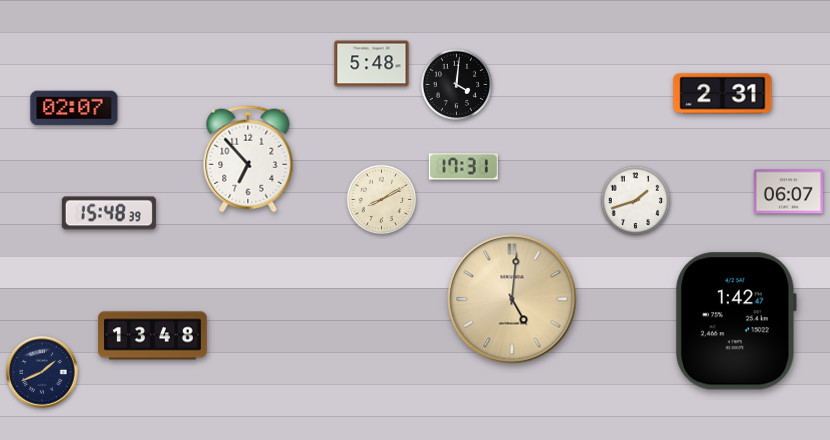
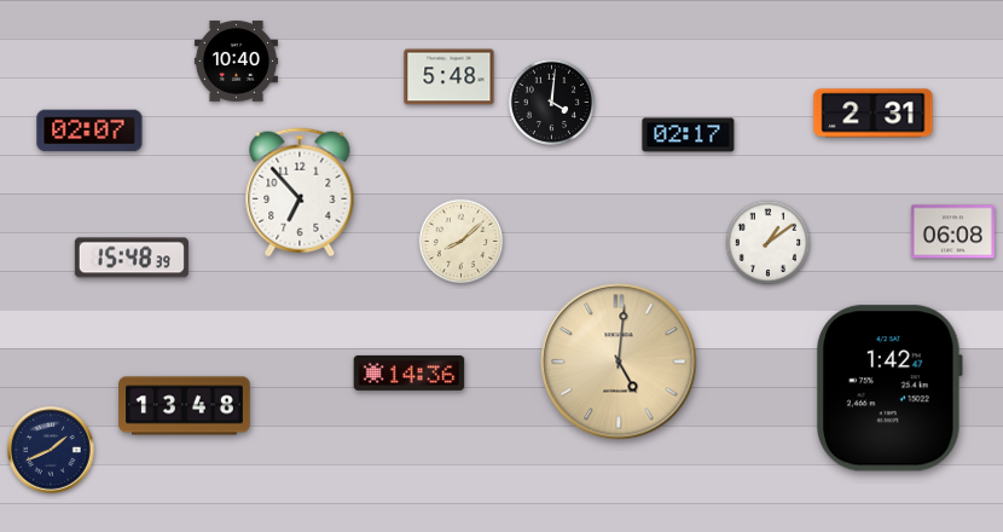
clock at (236, 62): none -> 10:40
clock at (689, 135): none -> 02:17
clock at (463, 167): 17:31 -> none
clock at (788, 192): 06:07 -> 06:08
clock at (382, 200): 8:10 -> 8:08
clock at (636, 201): 1:42 -> 1:09
clock at (410, 372): none -> 14:36
